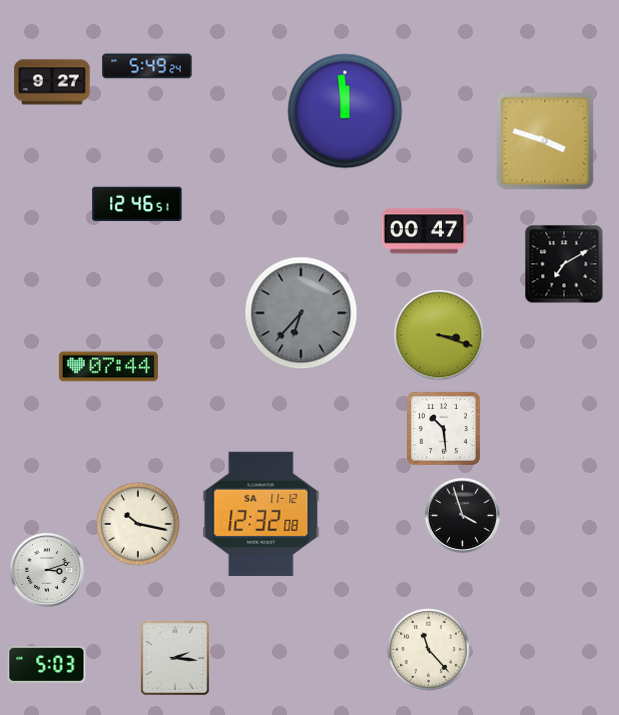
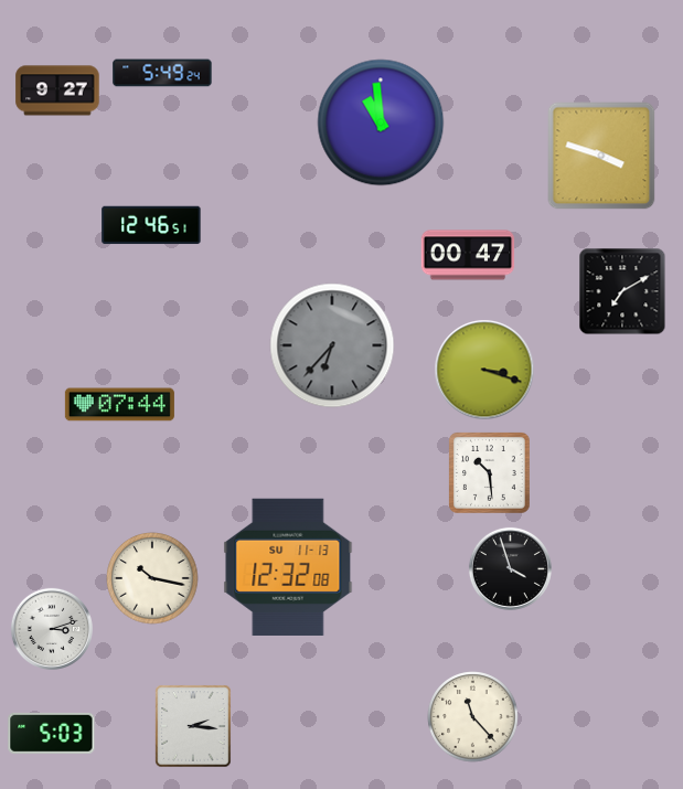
clock at (345, 111): 11:59 -> 10:59
clock at (261, 514) date: SA 11-12 -> SU 11-13
